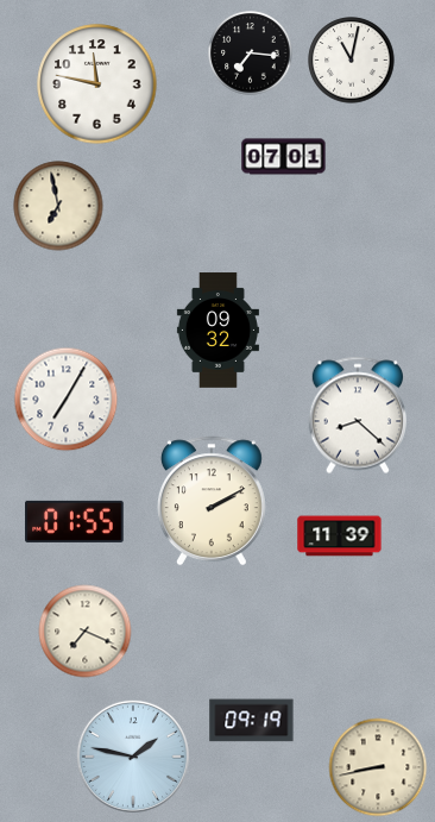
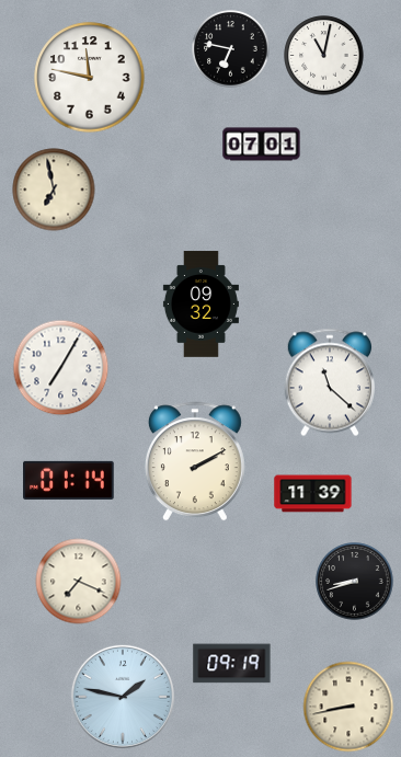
clock at (251, 54): 7:16 -> 6:47
clock at (357, 415): 8:22 -> 11:22
clock at (75, 521): 01:55 -> 01:14
clock at (355, 582): none -> 8:42
